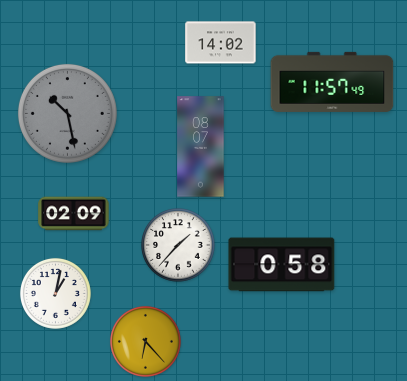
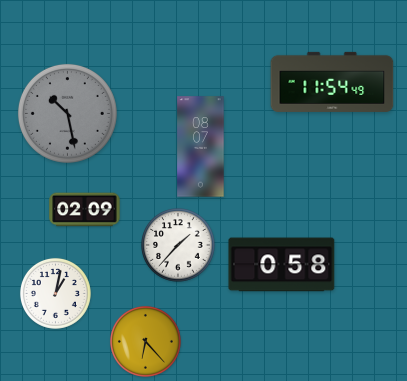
clock at (221, 43): 14:02 -> none
clock at (332, 82): 11:57 -> 11:54
clock at (74, 214) position: (74, 214) -> (85, 210)
